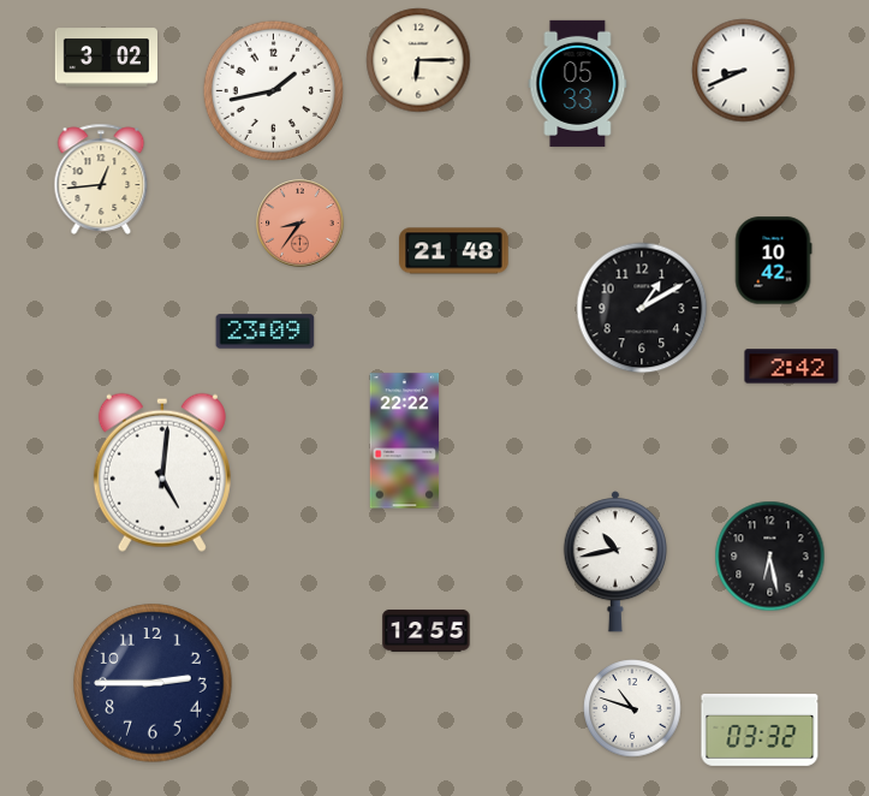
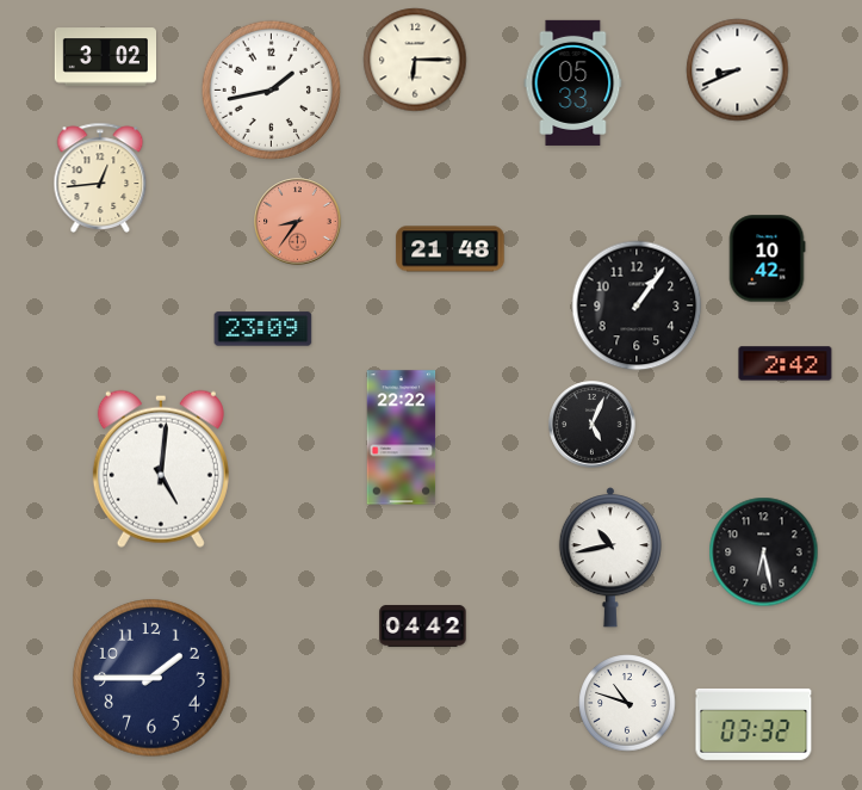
clock at (642, 308): 1:10 -> 1:06
clock at (593, 425): none -> 5:04
clock at (427, 630): 12:55 -> 04:42
clock at (153, 683): 2:45 -> 1:45
